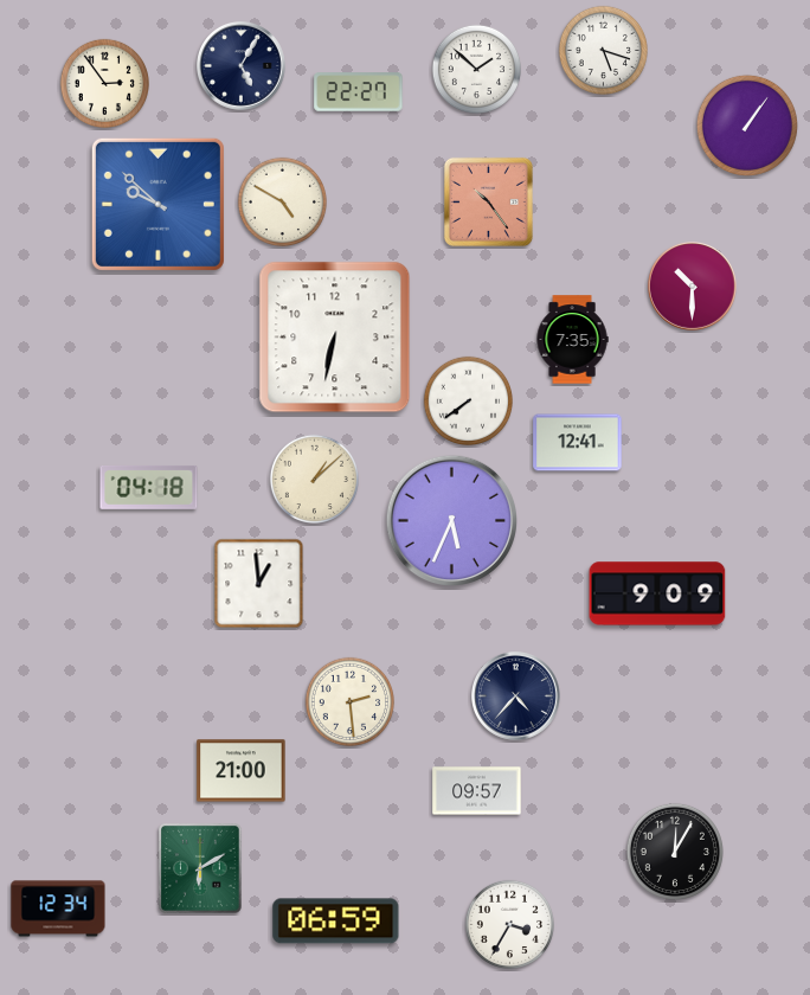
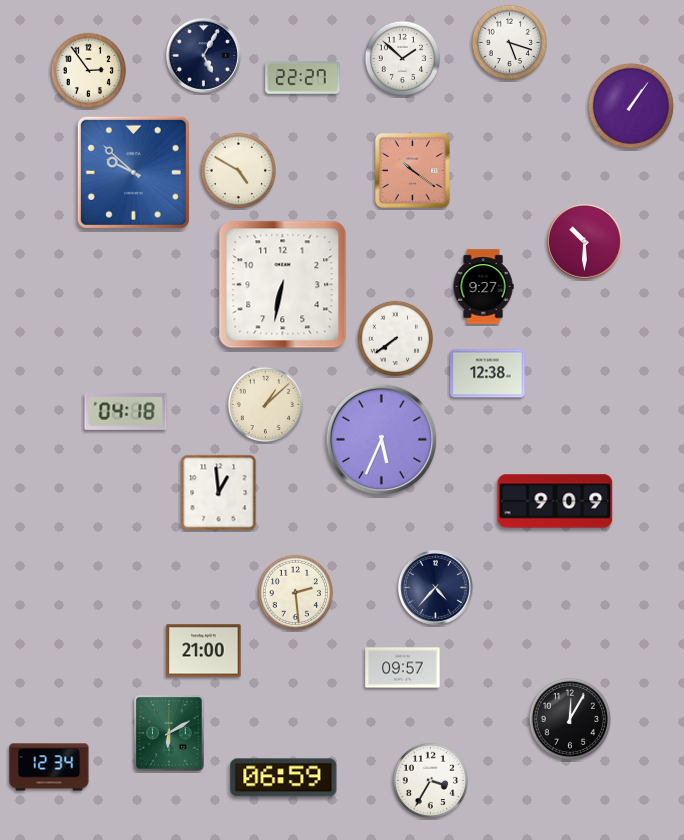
clock at (488, 201): 10:24 -> 10:21
clock at (572, 340): 7:35 -> 9:27
clock at (578, 443): 12:41 -> 12:38
